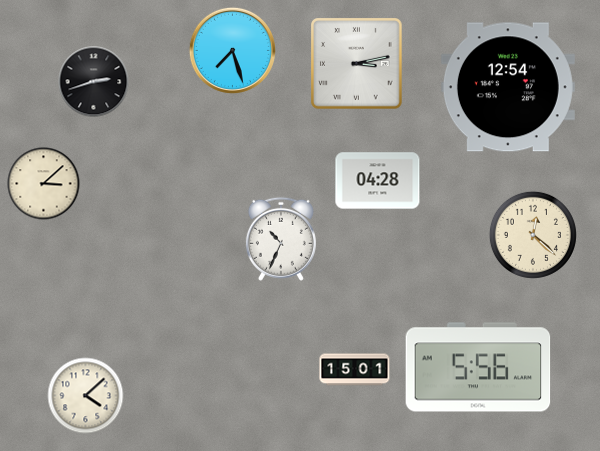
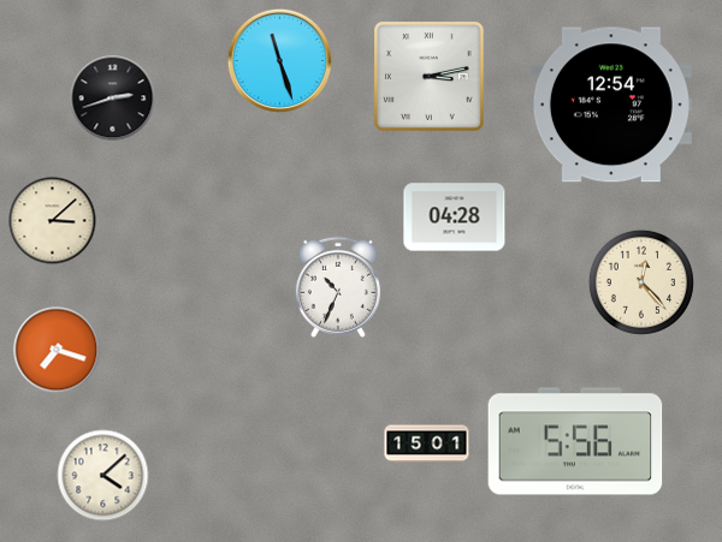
clock at (232, 50): 7:27 -> 11:27
clock at (533, 235): 12:22 -> 12:23
clock at (57, 350): none -> 7:18
